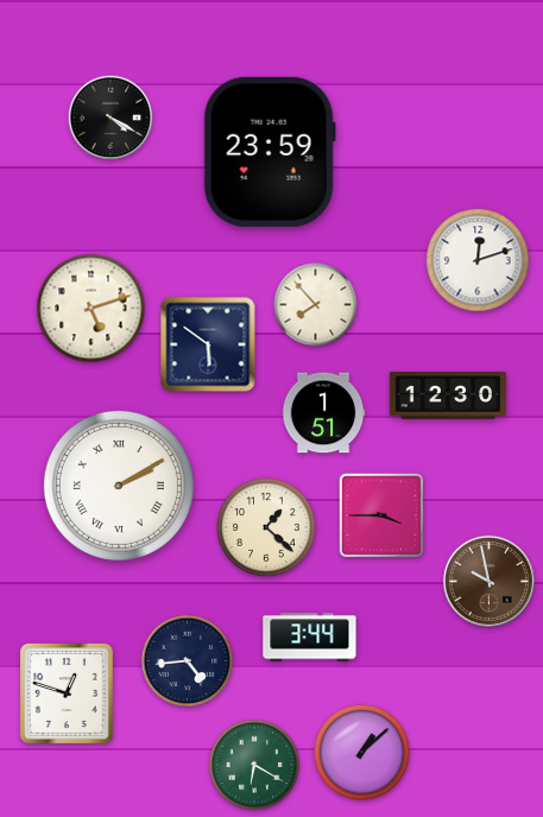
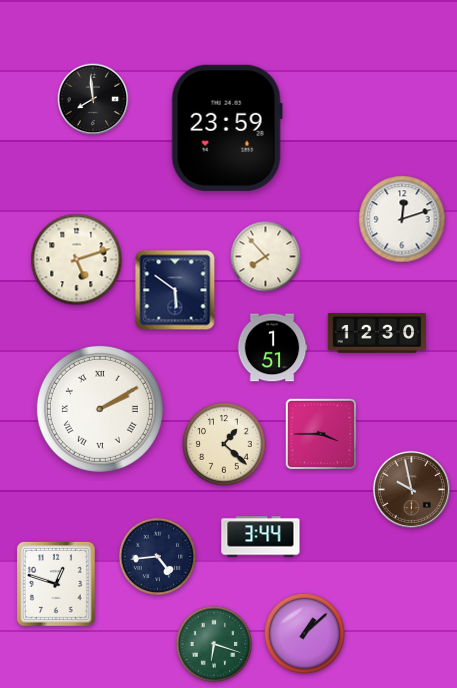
clock at (111, 118): 4:20 -> 7:59
clock at (254, 765): 6:20 -> 6:18
